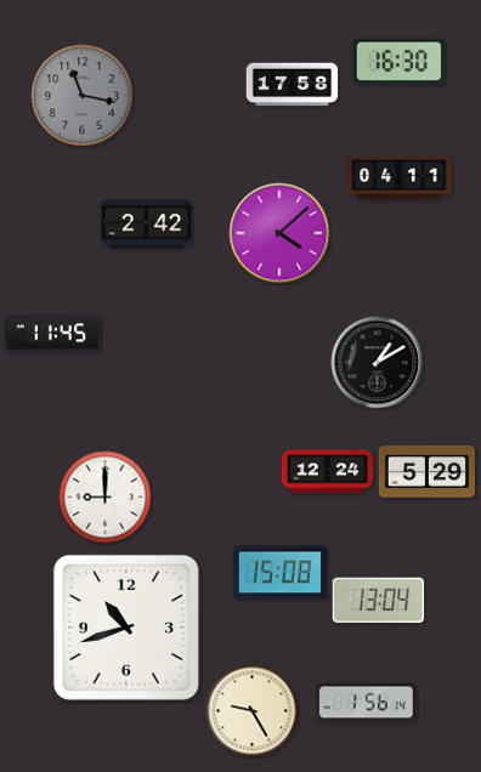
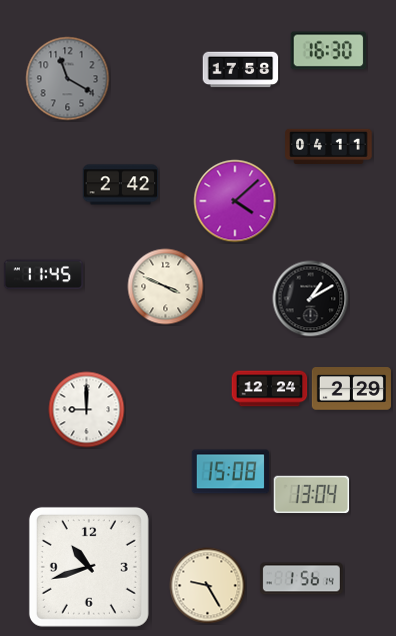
clock at (83, 96): 11:17 -> 11:20
clock at (279, 233) position: (279, 233) -> (235, 201)
clock at (166, 287): none -> 3:49
clock at (426, 472): 5:29 -> 2:29
clock at (126, 628) position: (126, 628) -> (89, 567)
